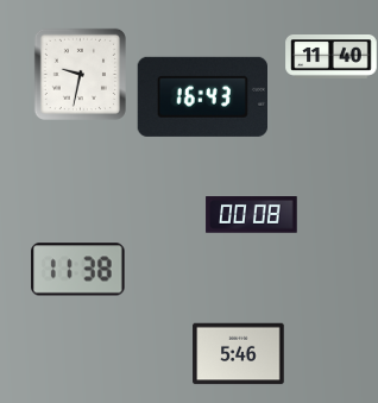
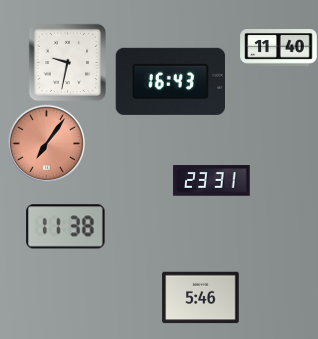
clock at (46, 143): none -> 7:06
clock at (252, 215): 00:08 -> 23:31
